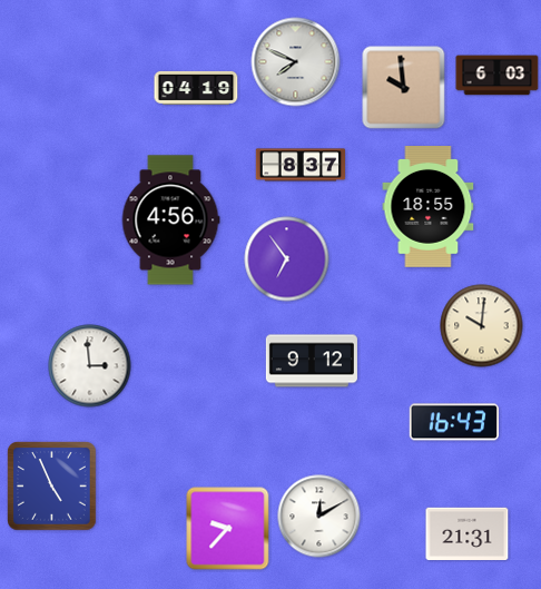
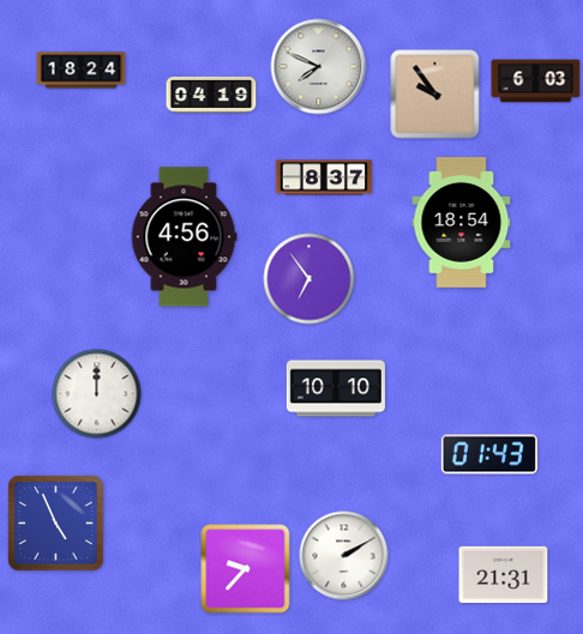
clock at (82, 71): none -> 18:24
clock at (404, 88): 9:59 -> 9:54
clock at (429, 207): 18:55 -> 18:54
clock at (482, 326): 10:01 -> none
clock at (312, 361): 9:12 -> 10:10
clock at (90, 366): 2:59 -> 12:00
clock at (454, 422): 16:43 -> 01:43
clock at (319, 517): 12:10 -> 2:10
